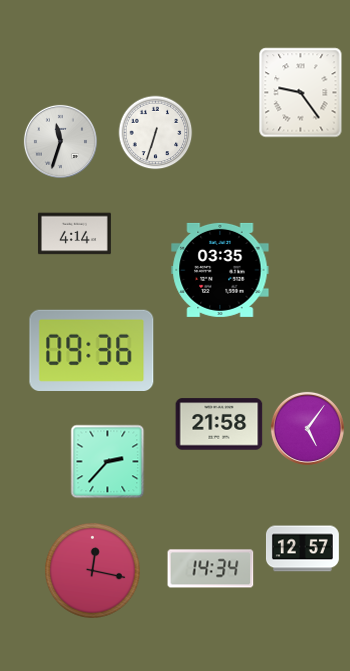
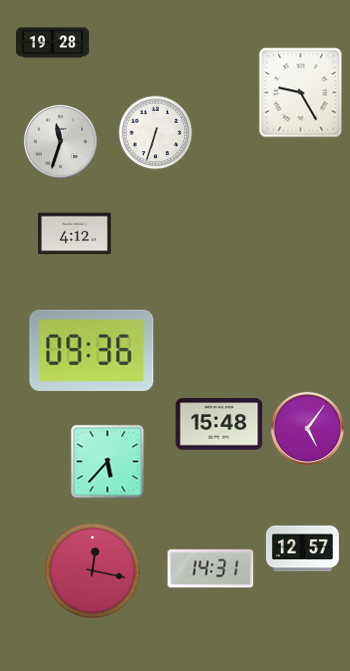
clock at (53, 43): none -> 19:28
clock at (301, 93): 9:24 -> 9:25
clock at (74, 234): 4:14 -> 4:12
clock at (220, 270): 03:35 -> none
clock at (219, 424): 21:58 -> 15:48
clock at (108, 462): 2:37 -> 5:37
clock at (211, 569): 14:34 -> 14:31
